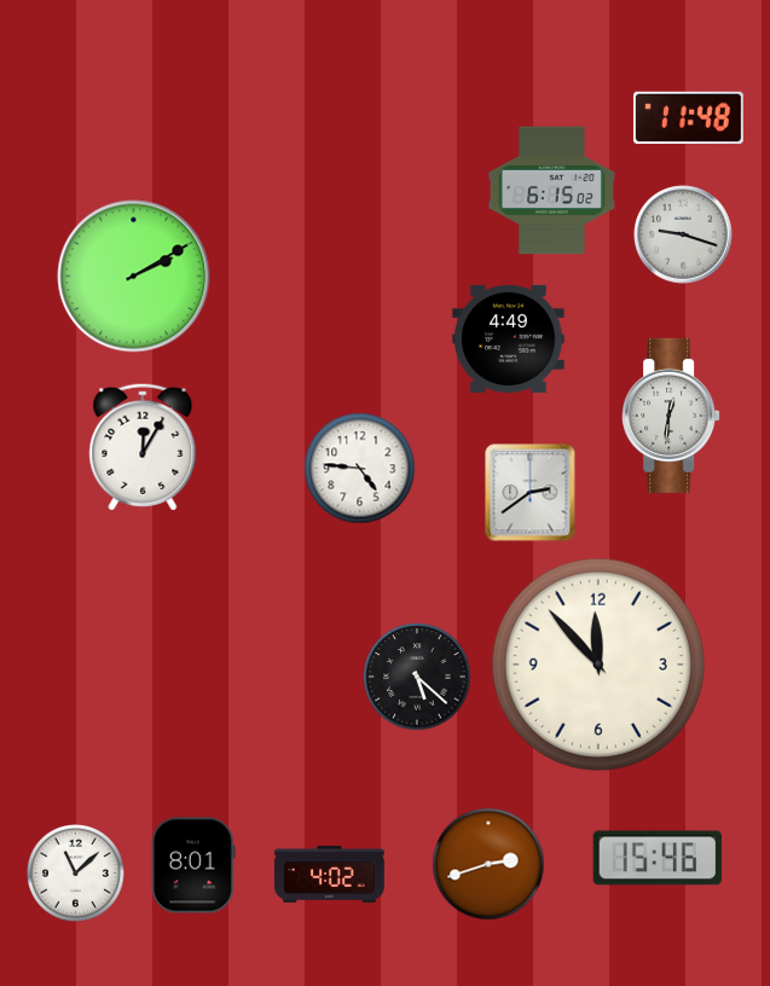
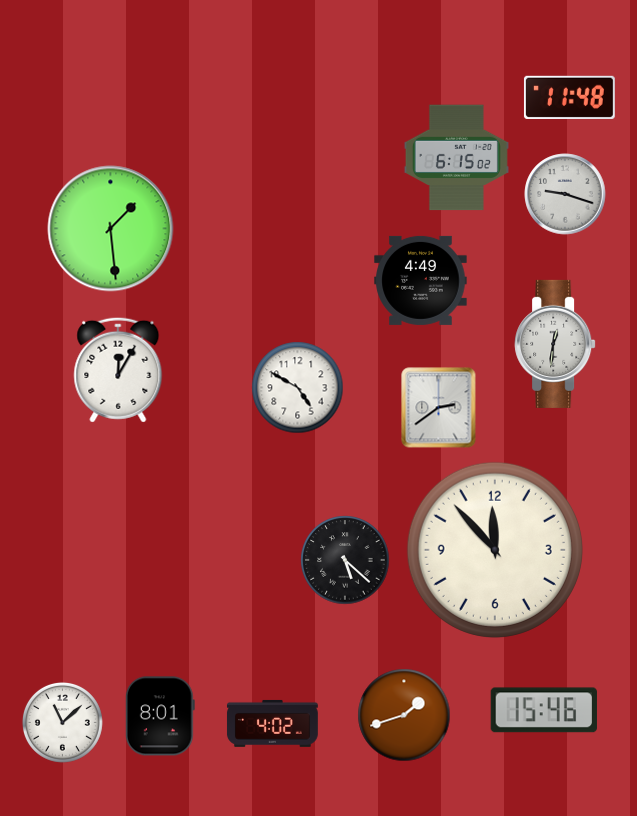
clock at (134, 277): 2:10 -> 1:29
clock at (360, 469): 4:46 -> 4:50
clock at (488, 864): 2:42 -> 1:42
